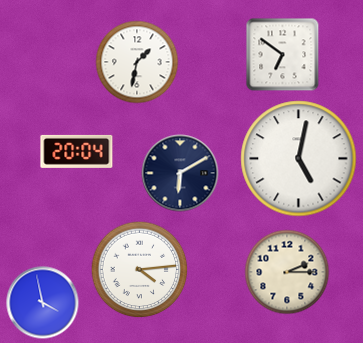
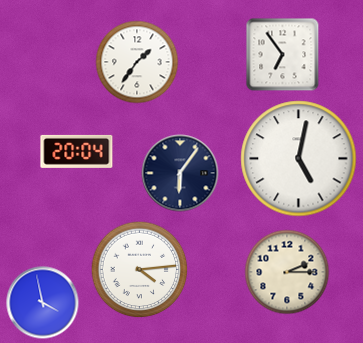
clock at (283, 55): 6:51 -> 6:54
clock at (137, 62): 1:32 -> 1:36
clock at (180, 173): 6:10 -> 6:06
